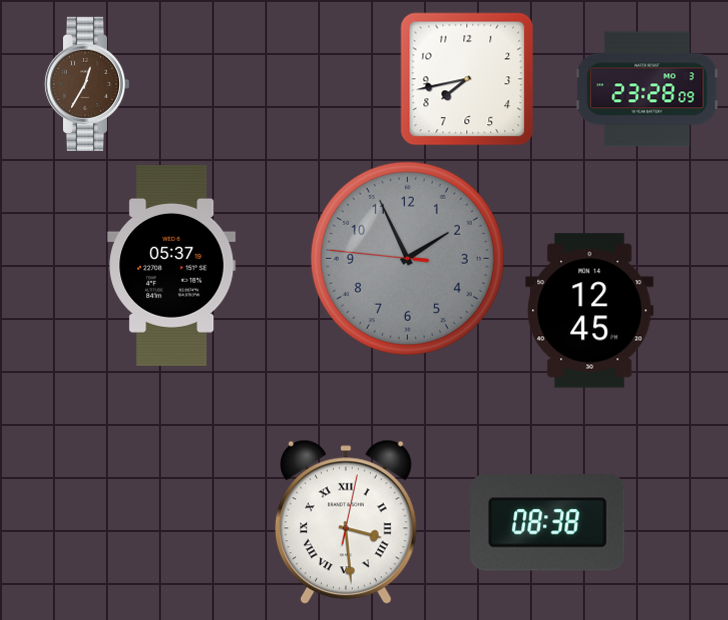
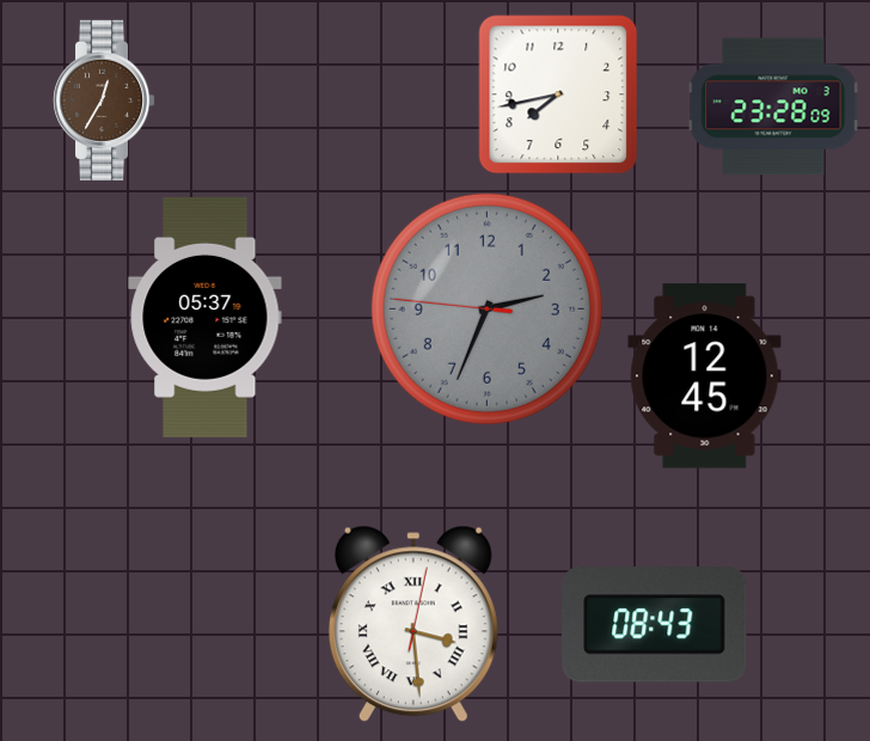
clock at (407, 258): 1:55 -> 2:33
clock at (590, 311) position: (590, 311) -> (705, 376)
clock at (548, 523): 08:38 -> 08:43
